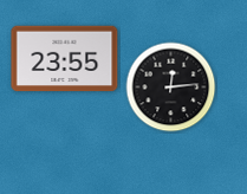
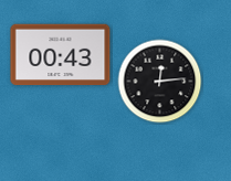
clock at (65, 59): 23:55 -> 00:43
